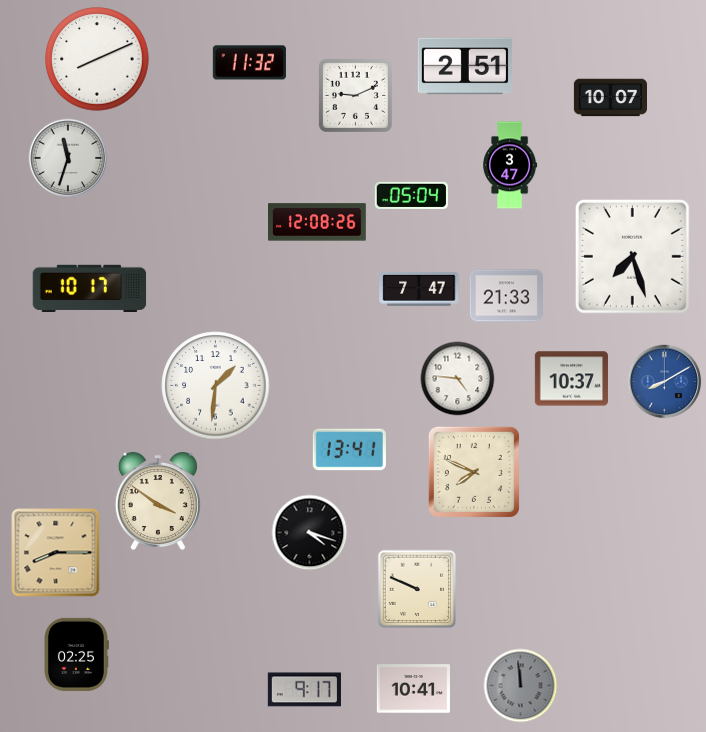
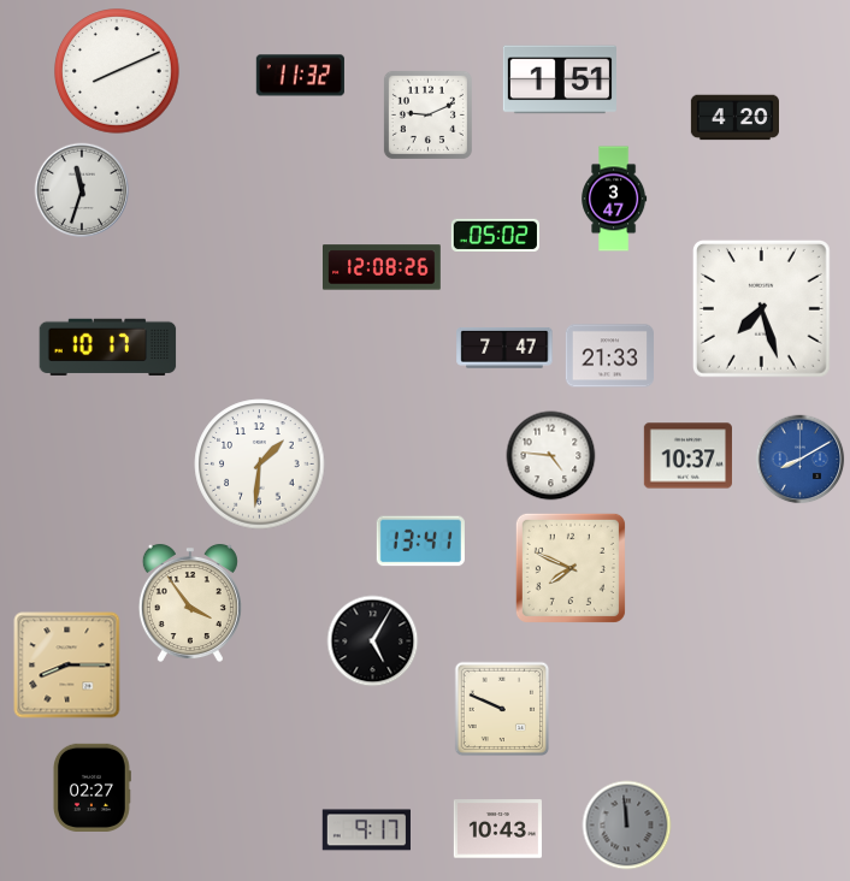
clock at (465, 66): 2:51 -> 1:51
clock at (610, 98): 10:07 -> 4:20
clock at (411, 195): 05:04 -> 05:02
clock at (158, 501): 3:51 -> 3:54
clock at (310, 533): 4:18 -> 5:05
clock at (76, 654): 02:25 -> 02:27
clock at (413, 689): 10:41 -> 10:43
